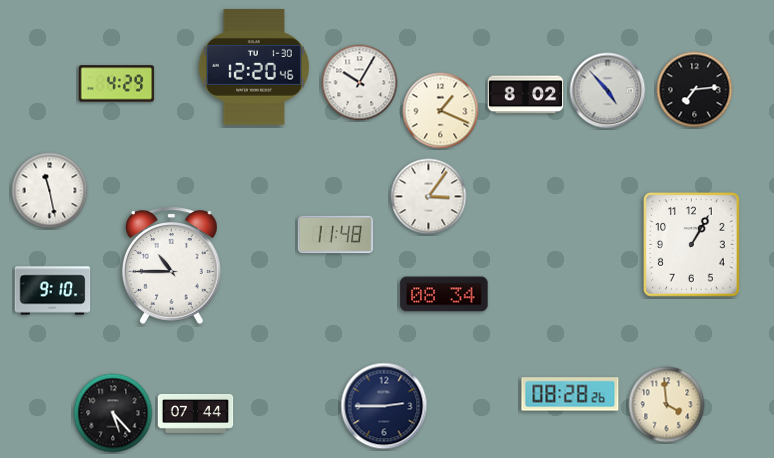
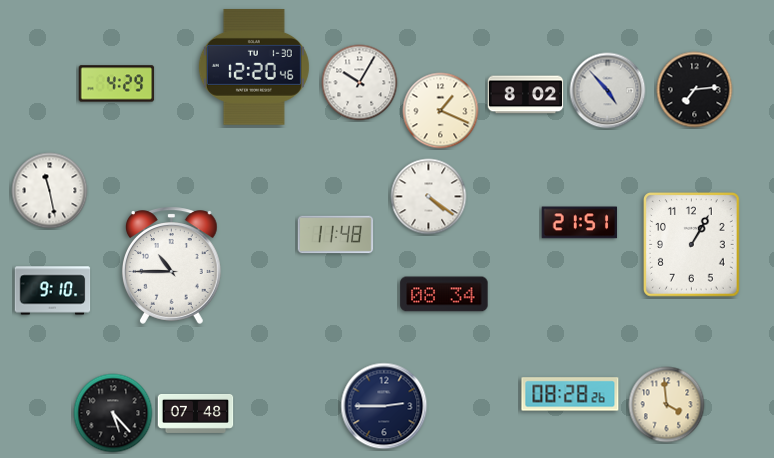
clock at (429, 197): 3:06 -> 4:21
clock at (580, 223): none -> 21:51
clock at (196, 413): 07:44 -> 07:48
